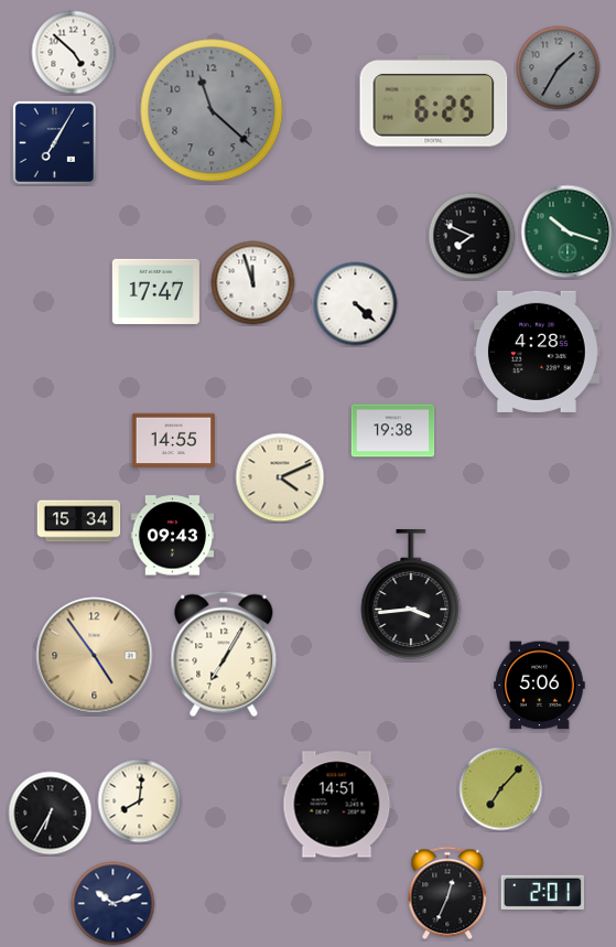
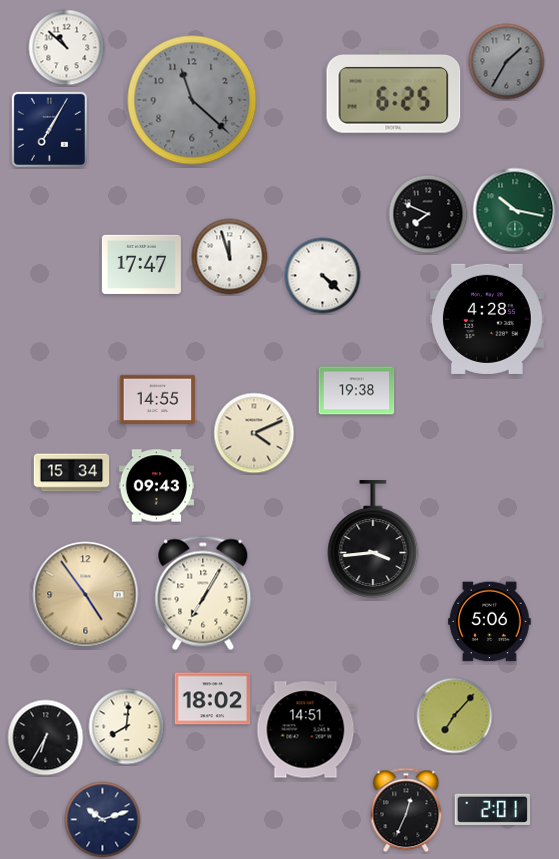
clock at (74, 53): 4:52 -> 10:52
clock at (568, 232): 10:18 -> 10:17
clock at (213, 699): none -> 18:02
